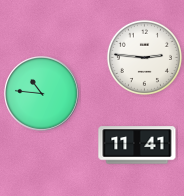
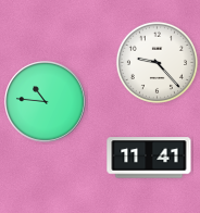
clock at (144, 57): 2:46 -> 9:23
